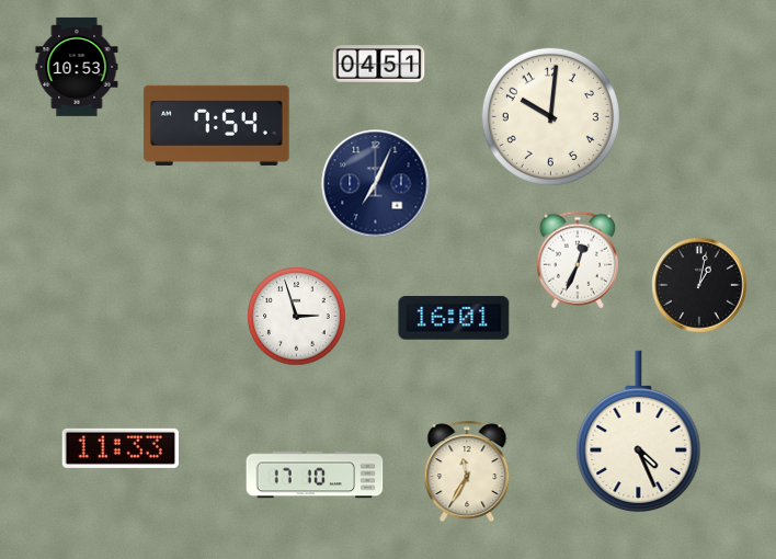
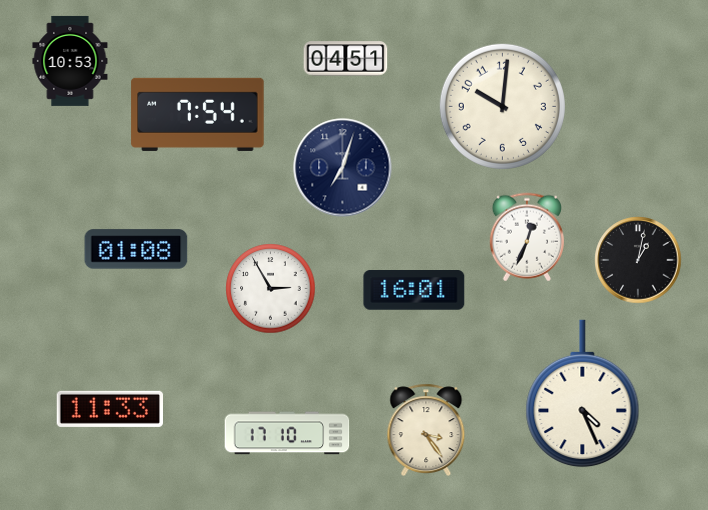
clock at (376, 184): 7:04 -> 7:03
clock at (136, 249): none -> 01:08
clock at (297, 317): 2:57 -> 2:55
clock at (467, 471): 11:35 -> 3:24
